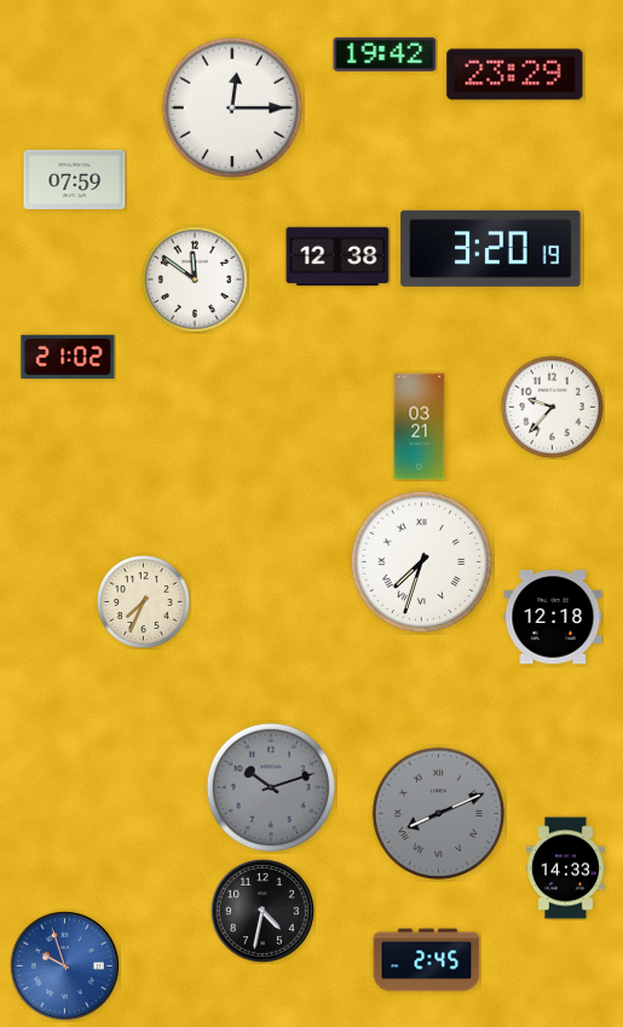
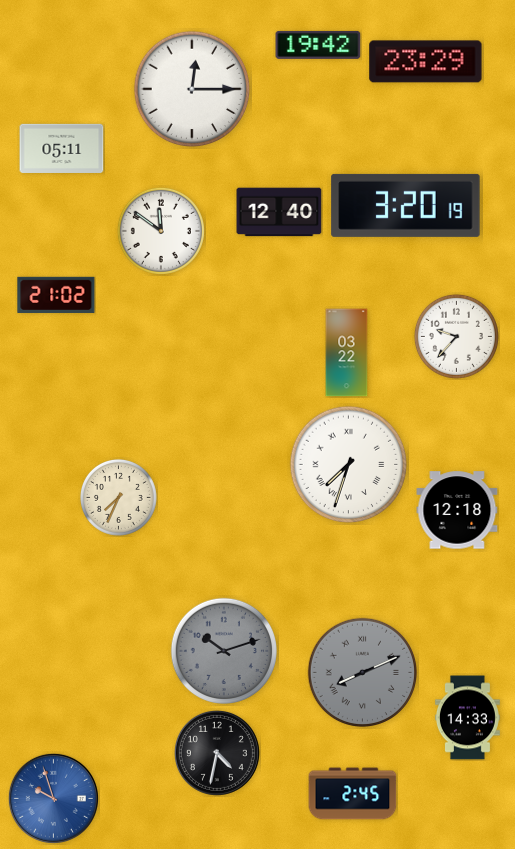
clock at (75, 179): 07:59 -> 05:11
clock at (338, 256): 12:38 -> 12:40
clock at (420, 427): 03:21 -> 03:22
